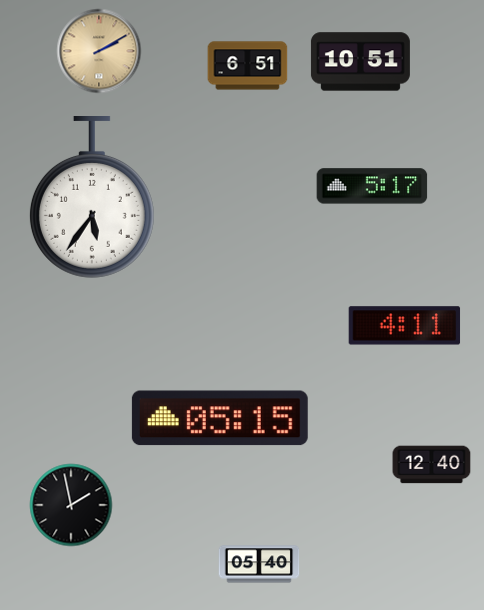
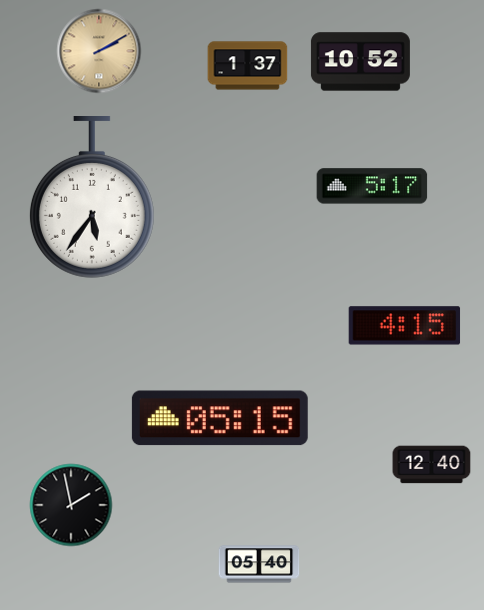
clock at (360, 62): 10:51 -> 10:52
clock at (248, 66): 6:51 -> 1:37
clock at (405, 326): 4:11 -> 4:15
